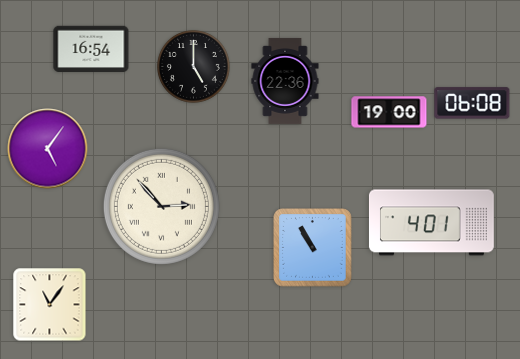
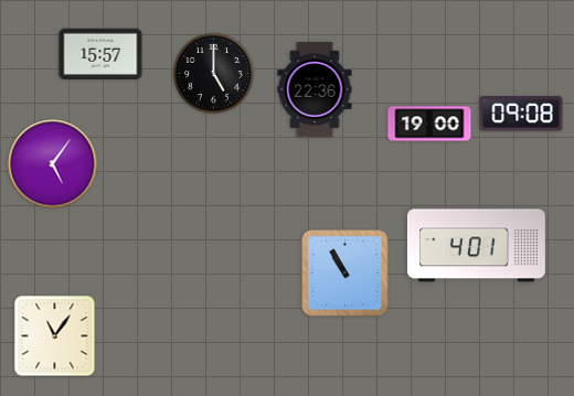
clock at (91, 48): 16:54 -> 15:57
clock at (472, 103): 06:08 -> 09:08
clock at (161, 206): 2:53 -> none
